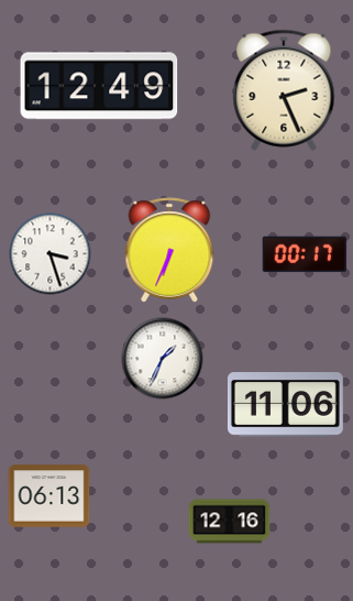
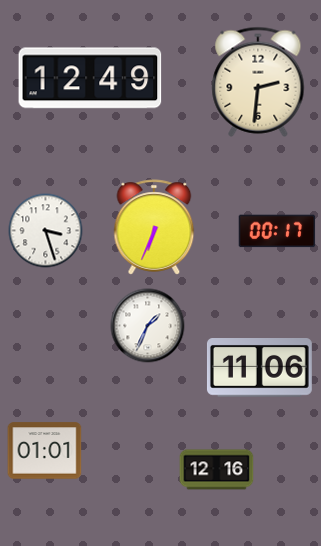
clock at (284, 90): 2:26 -> 2:31
clock at (49, 496): 06:13 -> 01:01
clock at (230, 522) position: (230, 522) -> (217, 470)
